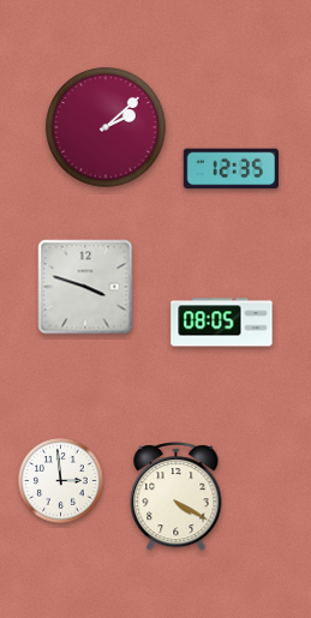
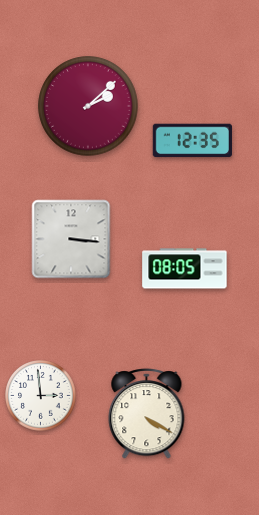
clock at (85, 287): 3:48 -> 3:16
clock at (61, 481) position: (61, 481) -> (41, 396)
